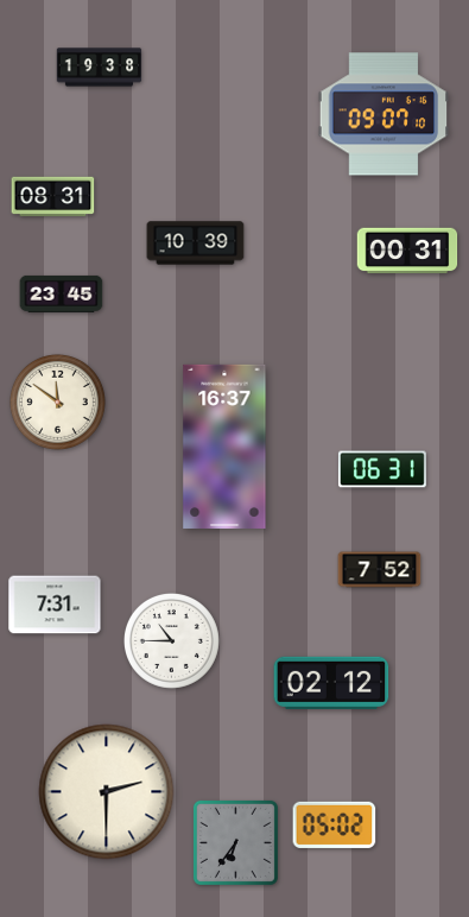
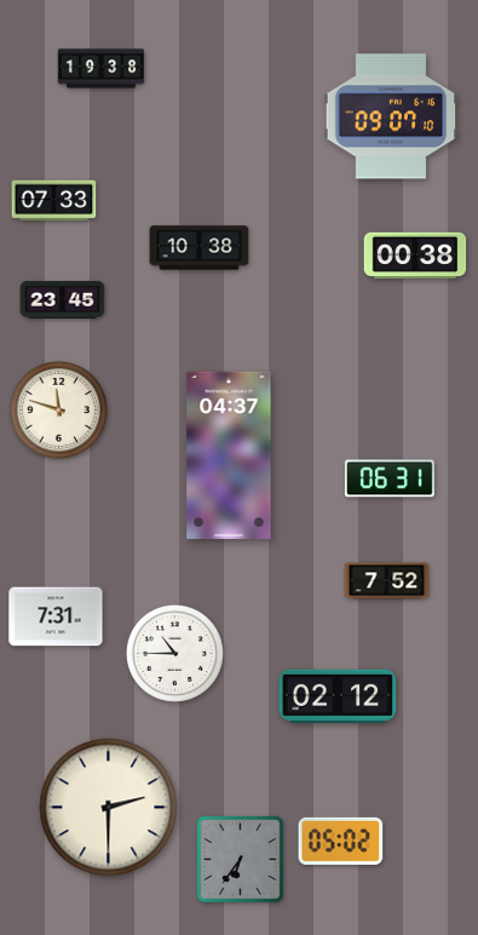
clock at (53, 197): 08:31 -> 07:33
clock at (196, 244): 10:39 -> 10:38
clock at (407, 251): 00:31 -> 00:38
clock at (57, 401): 11:51 -> 11:48
clock at (224, 447): 16:37 -> 04:37
